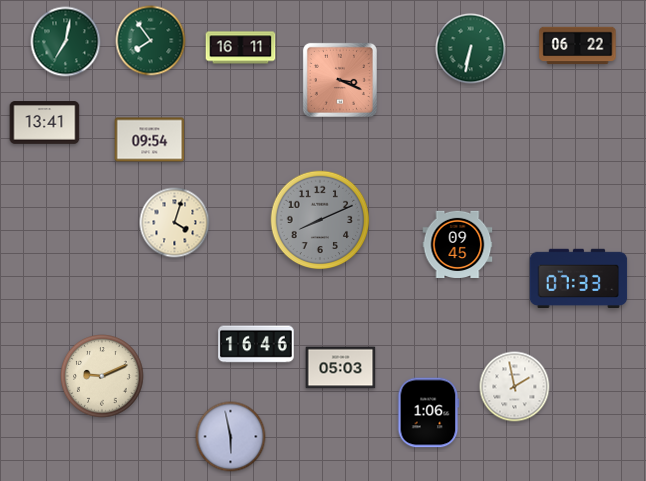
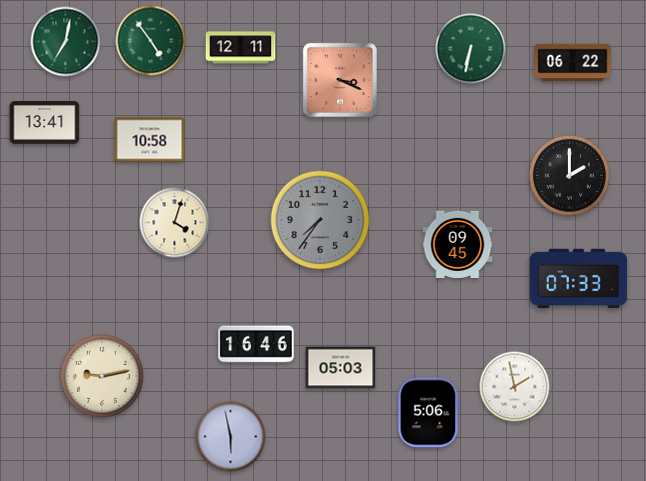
clock at (151, 41): 7:54 -> 4:54
clock at (578, 46) position: (578, 46) -> (573, 63)
clock at (241, 48): 16:11 -> 12:11
clock at (150, 140): 09:54 -> 10:58
clock at (569, 175): none -> 2:00
clock at (320, 220): 8:11 -> 7:36
clock at (102, 376): 9:11 -> 9:13
clock at (428, 413): 1:06 -> 5:06
